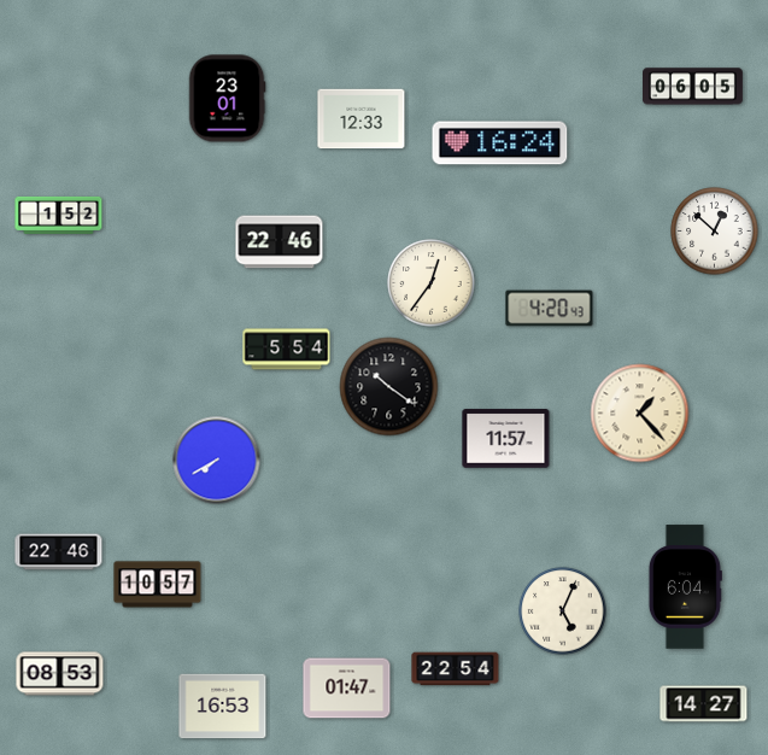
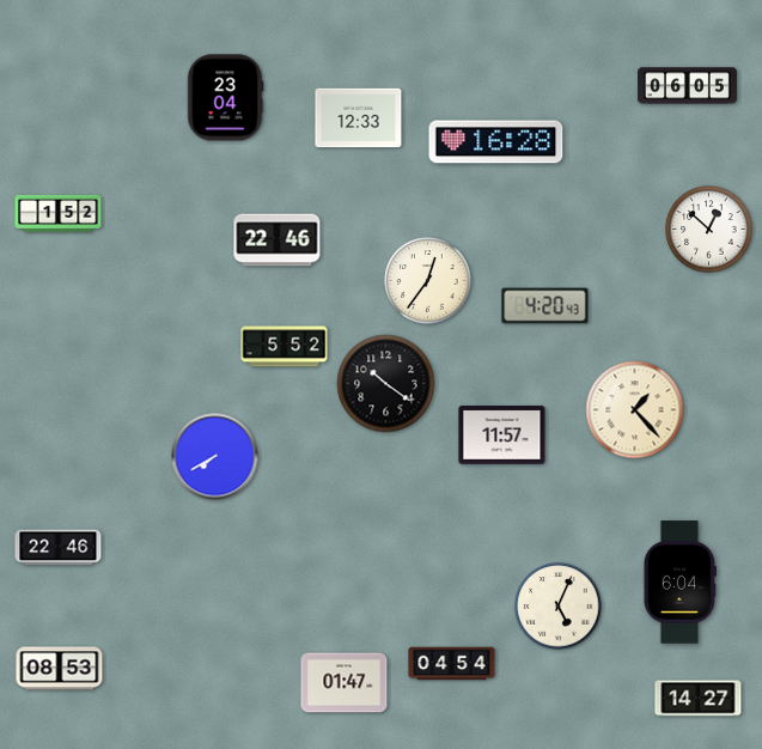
clock at (227, 99): 23:01 -> 23:04
clock at (500, 144): 16:24 -> 16:28
clock at (287, 350): 5:54 -> 5:52
clock at (158, 585): 10:57 -> none
clock at (456, 669): 22:54 -> 04:54
clock at (223, 707): 16:53 -> none
